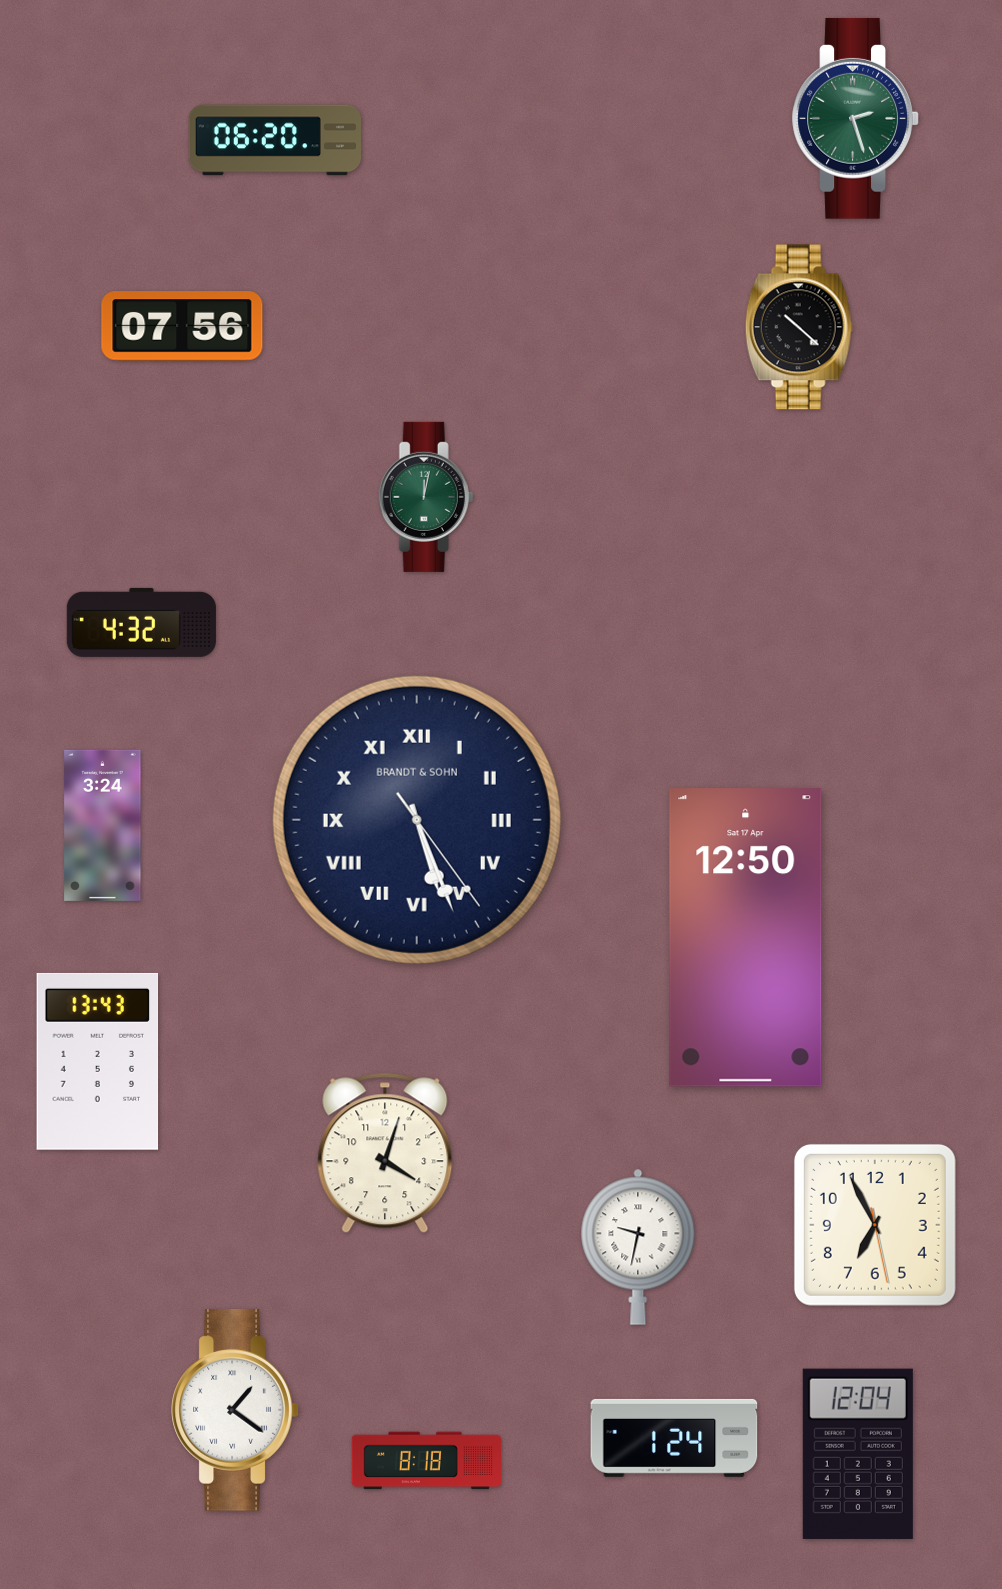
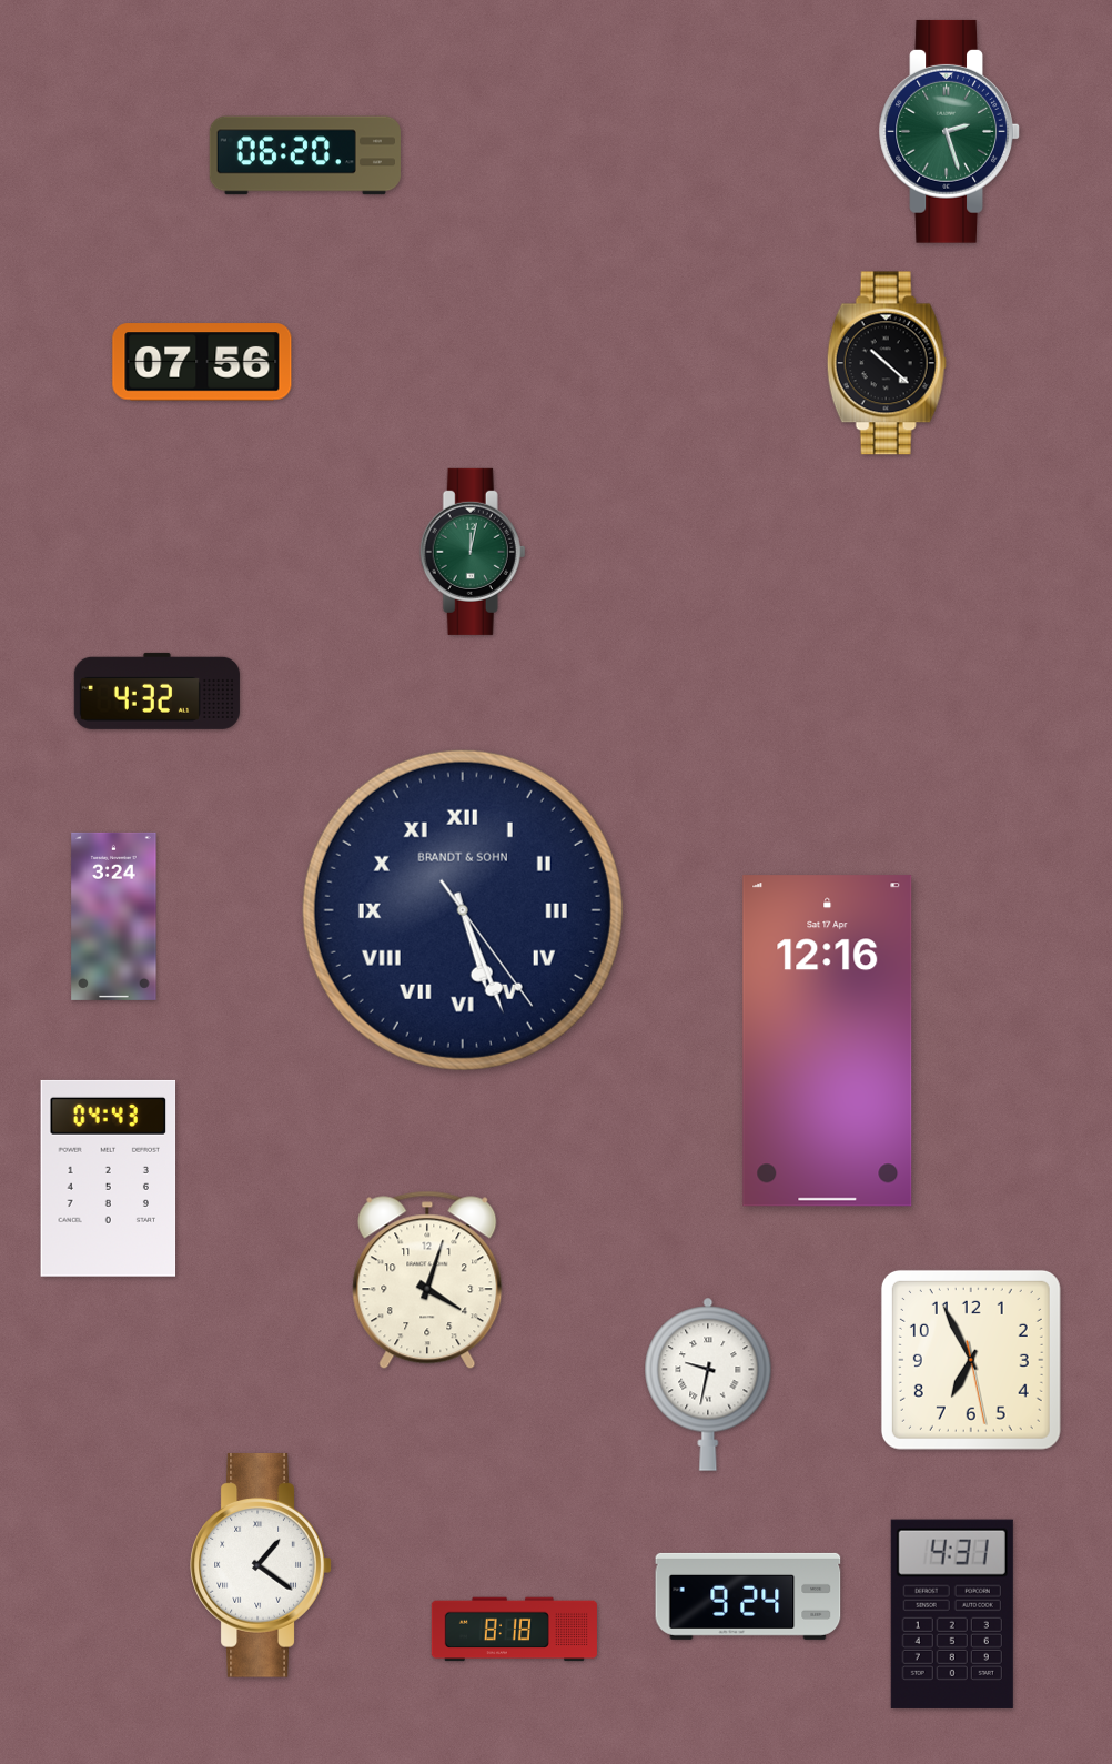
clock at (746, 938): 12:50 -> 12:16
clock at (98, 1061): 13:43 -> 04:43
clock at (674, 1438): 1:24 -> 9:24
clock at (858, 1454): 12:04 -> 4:31
clock at (426, 1461) position: (426, 1461) -> (514, 1630)
